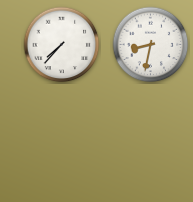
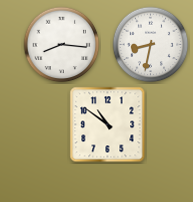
clock at (62, 45): 7:37 -> 8:16
clock at (108, 125): none -> 10:51
